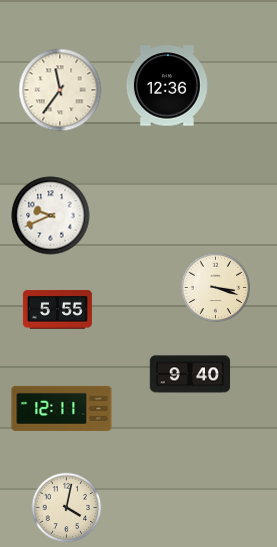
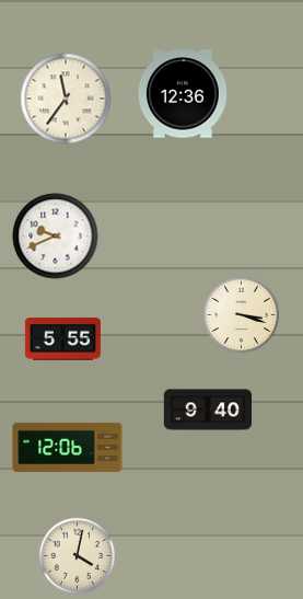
clock at (216, 288) position: (216, 288) -> (242, 315)
clock at (62, 408): 12:11 -> 12:06
clock at (67, 508) position: (67, 508) -> (78, 556)
